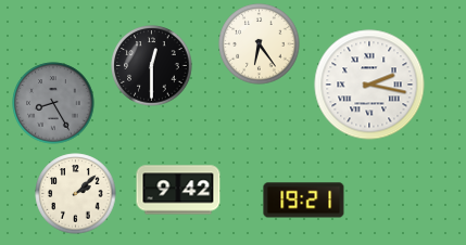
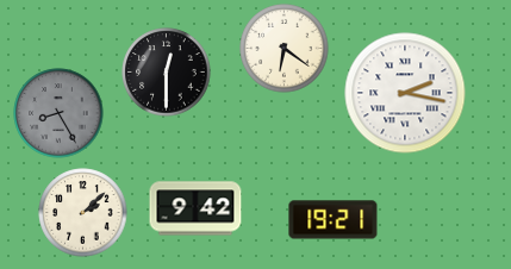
clock at (260, 44): 6:24 -> 6:21
